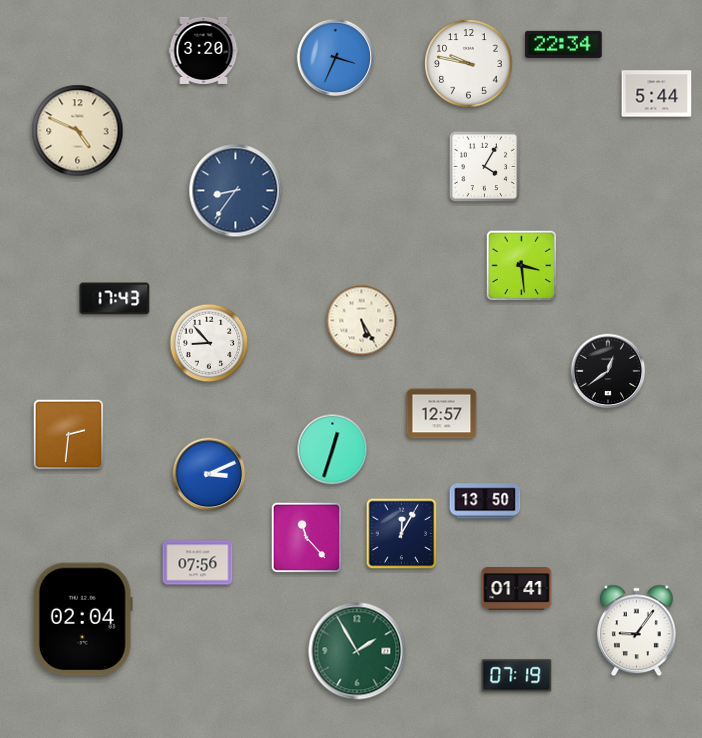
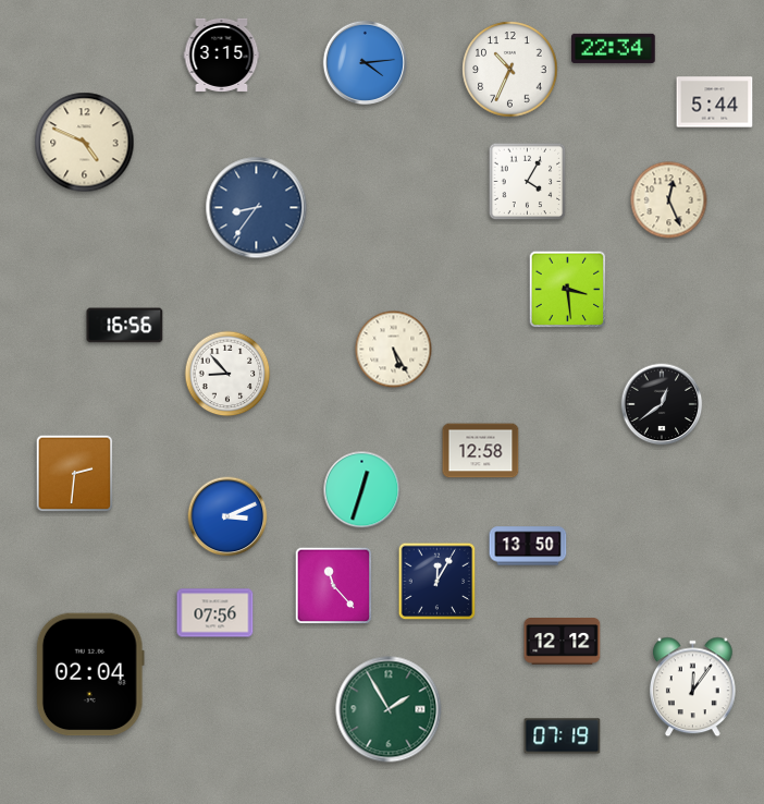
clock at (204, 50): 3:20 -> 3:15
clock at (336, 58): 3:34 -> 4:14
clock at (469, 64): 9:47 -> 10:34
clock at (669, 200): none -> 12:26
clock at (115, 299): 17:43 -> 16:56
clock at (442, 414): 12:57 -> 12:58
clock at (517, 589): 01:41 -> 12:12
clock at (637, 631): 9:06 -> 12:06
